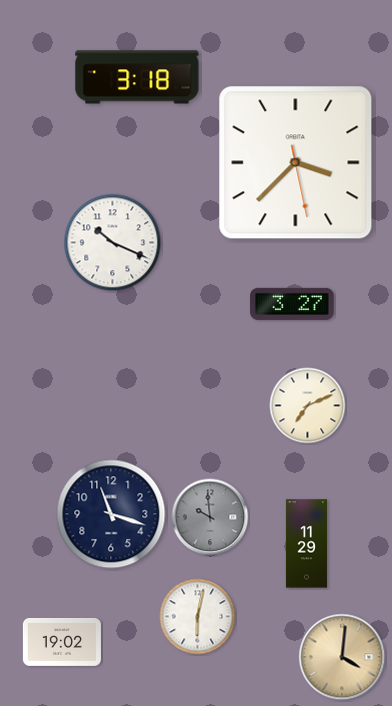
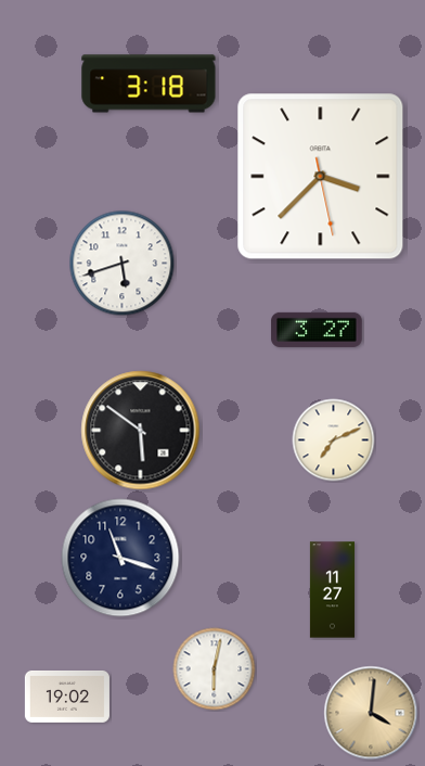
clock at (113, 243): 10:19 -> 5:42
clock at (141, 431): none -> 5:51
clock at (210, 517): 9:59 -> none
clock at (306, 544): 11:29 -> 11:27
